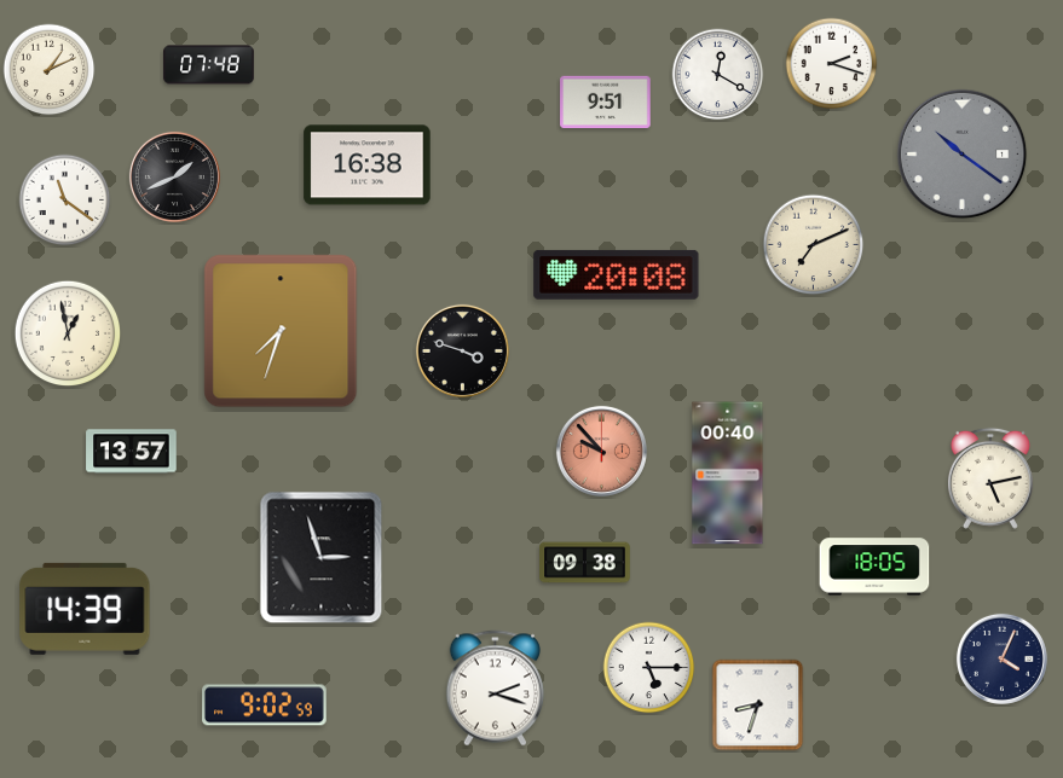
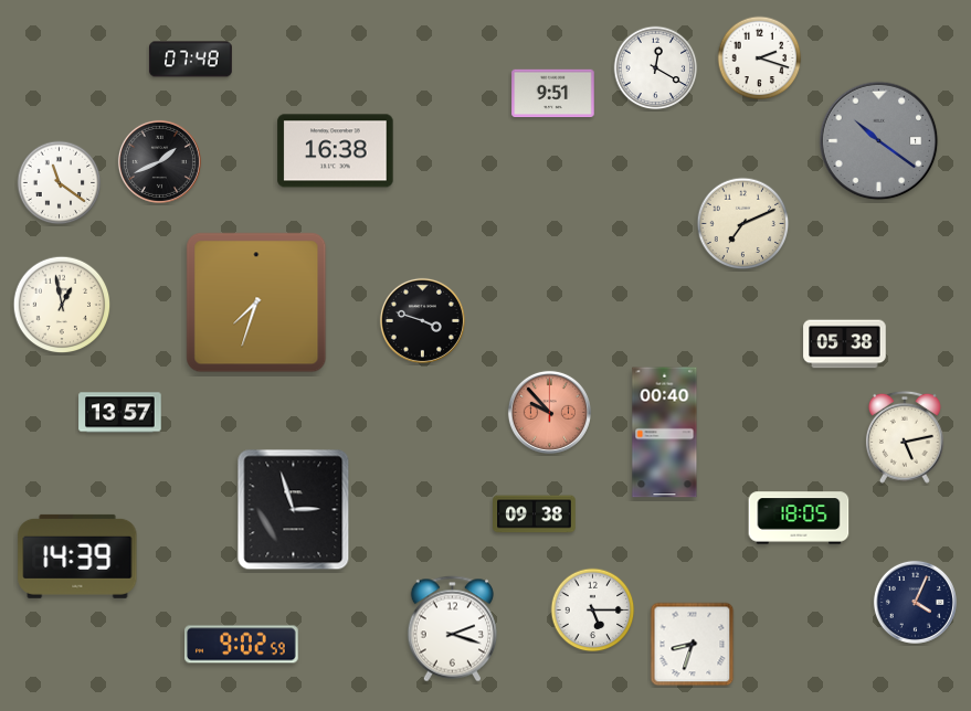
clock at (50, 70): 1:11 -> none
clock at (617, 274): 20:08 -> none
clock at (845, 344): none -> 05:38
